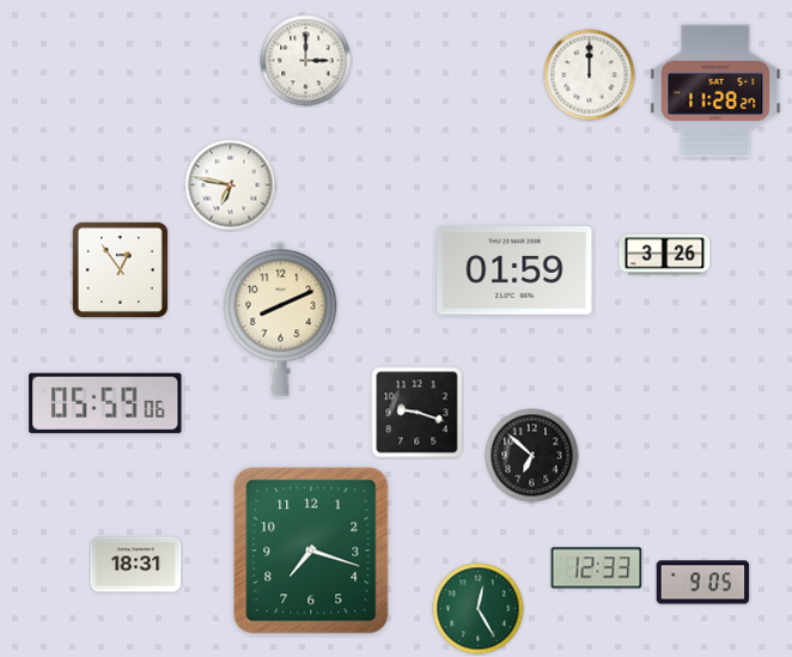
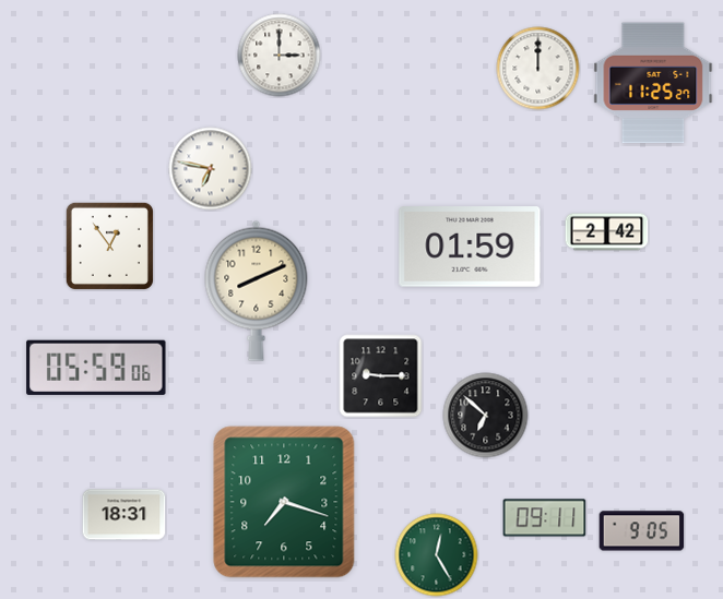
clock at (715, 91): 11:28 -> 11:25
clock at (665, 255): 3:26 -> 2:42
clock at (418, 413): 9:18 -> 9:15
clock at (597, 568): 12:33 -> 09:11
